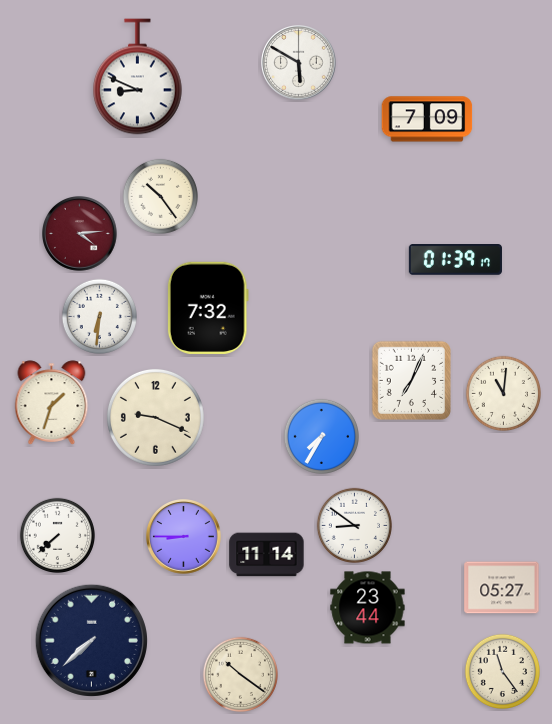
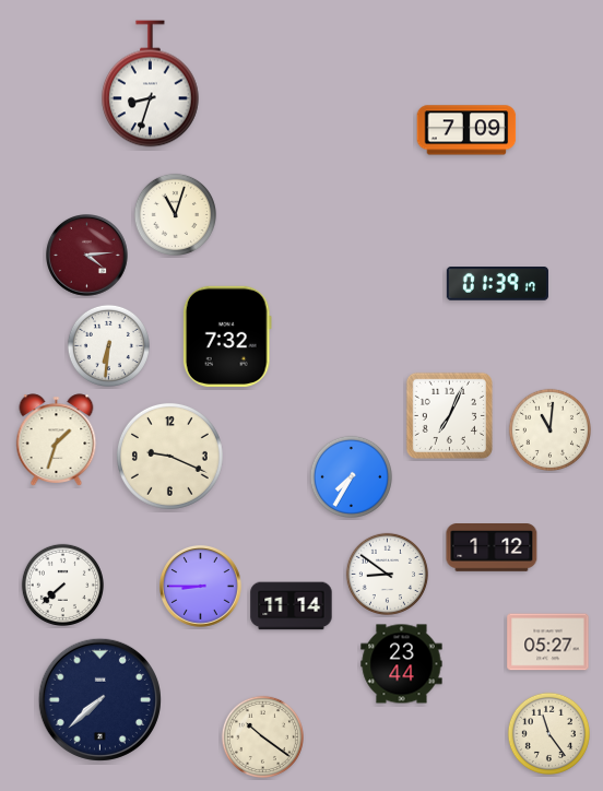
clock at (299, 63): 5:50 -> none
clock at (138, 77): 8:49 -> 8:33
clock at (160, 196): 10:24 -> 11:03
clock at (492, 548): none -> 1:12
